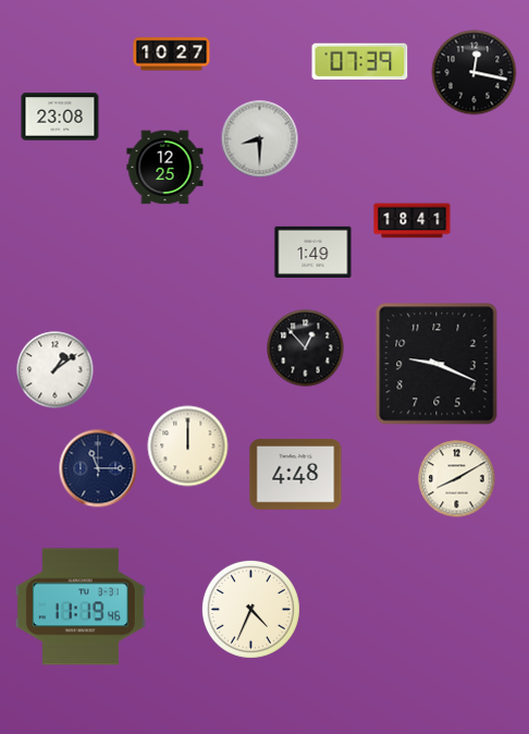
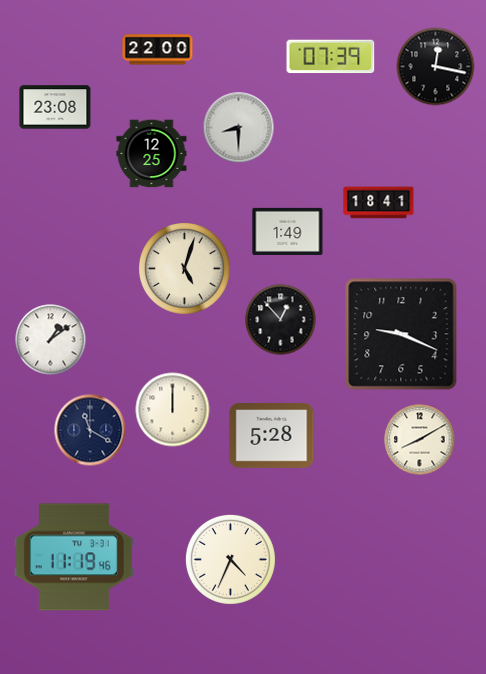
clock at (172, 54): 10:27 -> 22:00
clock at (185, 269): none -> 5:03
clock at (98, 468): 11:15 -> 11:20
clock at (296, 475): 4:48 -> 5:28
